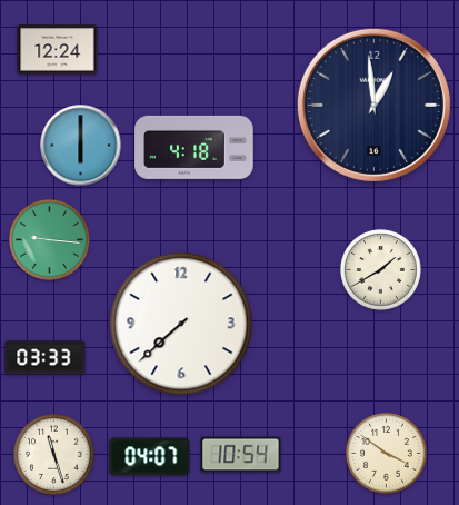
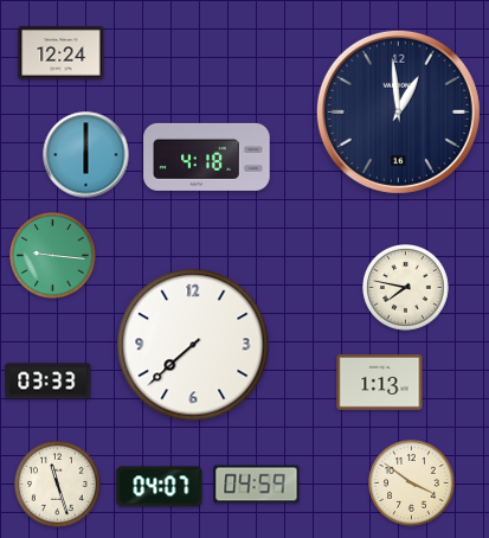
clock at (381, 270): 1:40 -> 7:47
clock at (380, 382): none -> 1:13
clock at (241, 455): 10:54 -> 04:59
